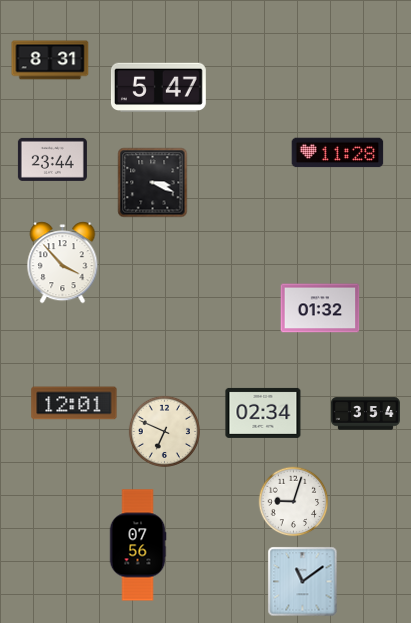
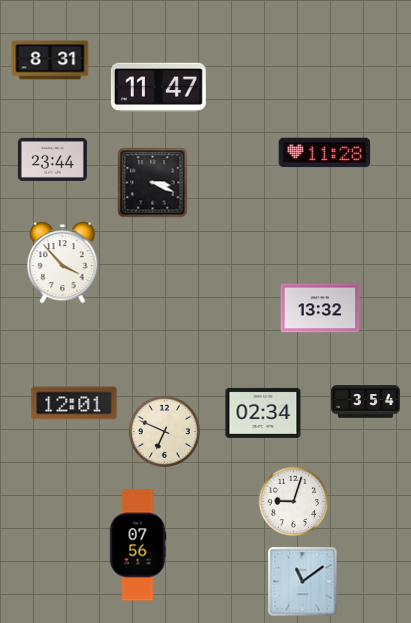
clock at (158, 88): 5:47 -> 11:47
clock at (338, 153) position: (338, 153) -> (325, 153)
clock at (320, 308): 01:32 -> 13:32
clock at (365, 414) position: (365, 414) -> (365, 402)
